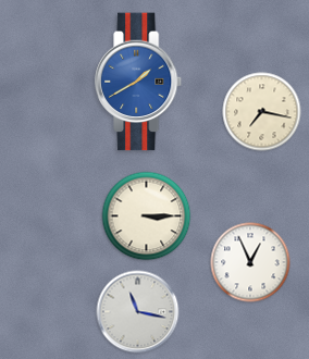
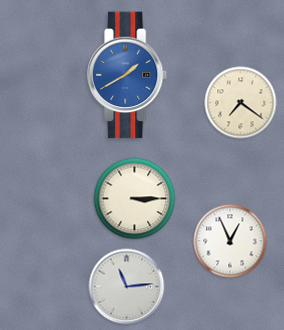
clock at (262, 112): 7:17 -> 7:21
clock at (138, 312): 11:17 -> 11:14
